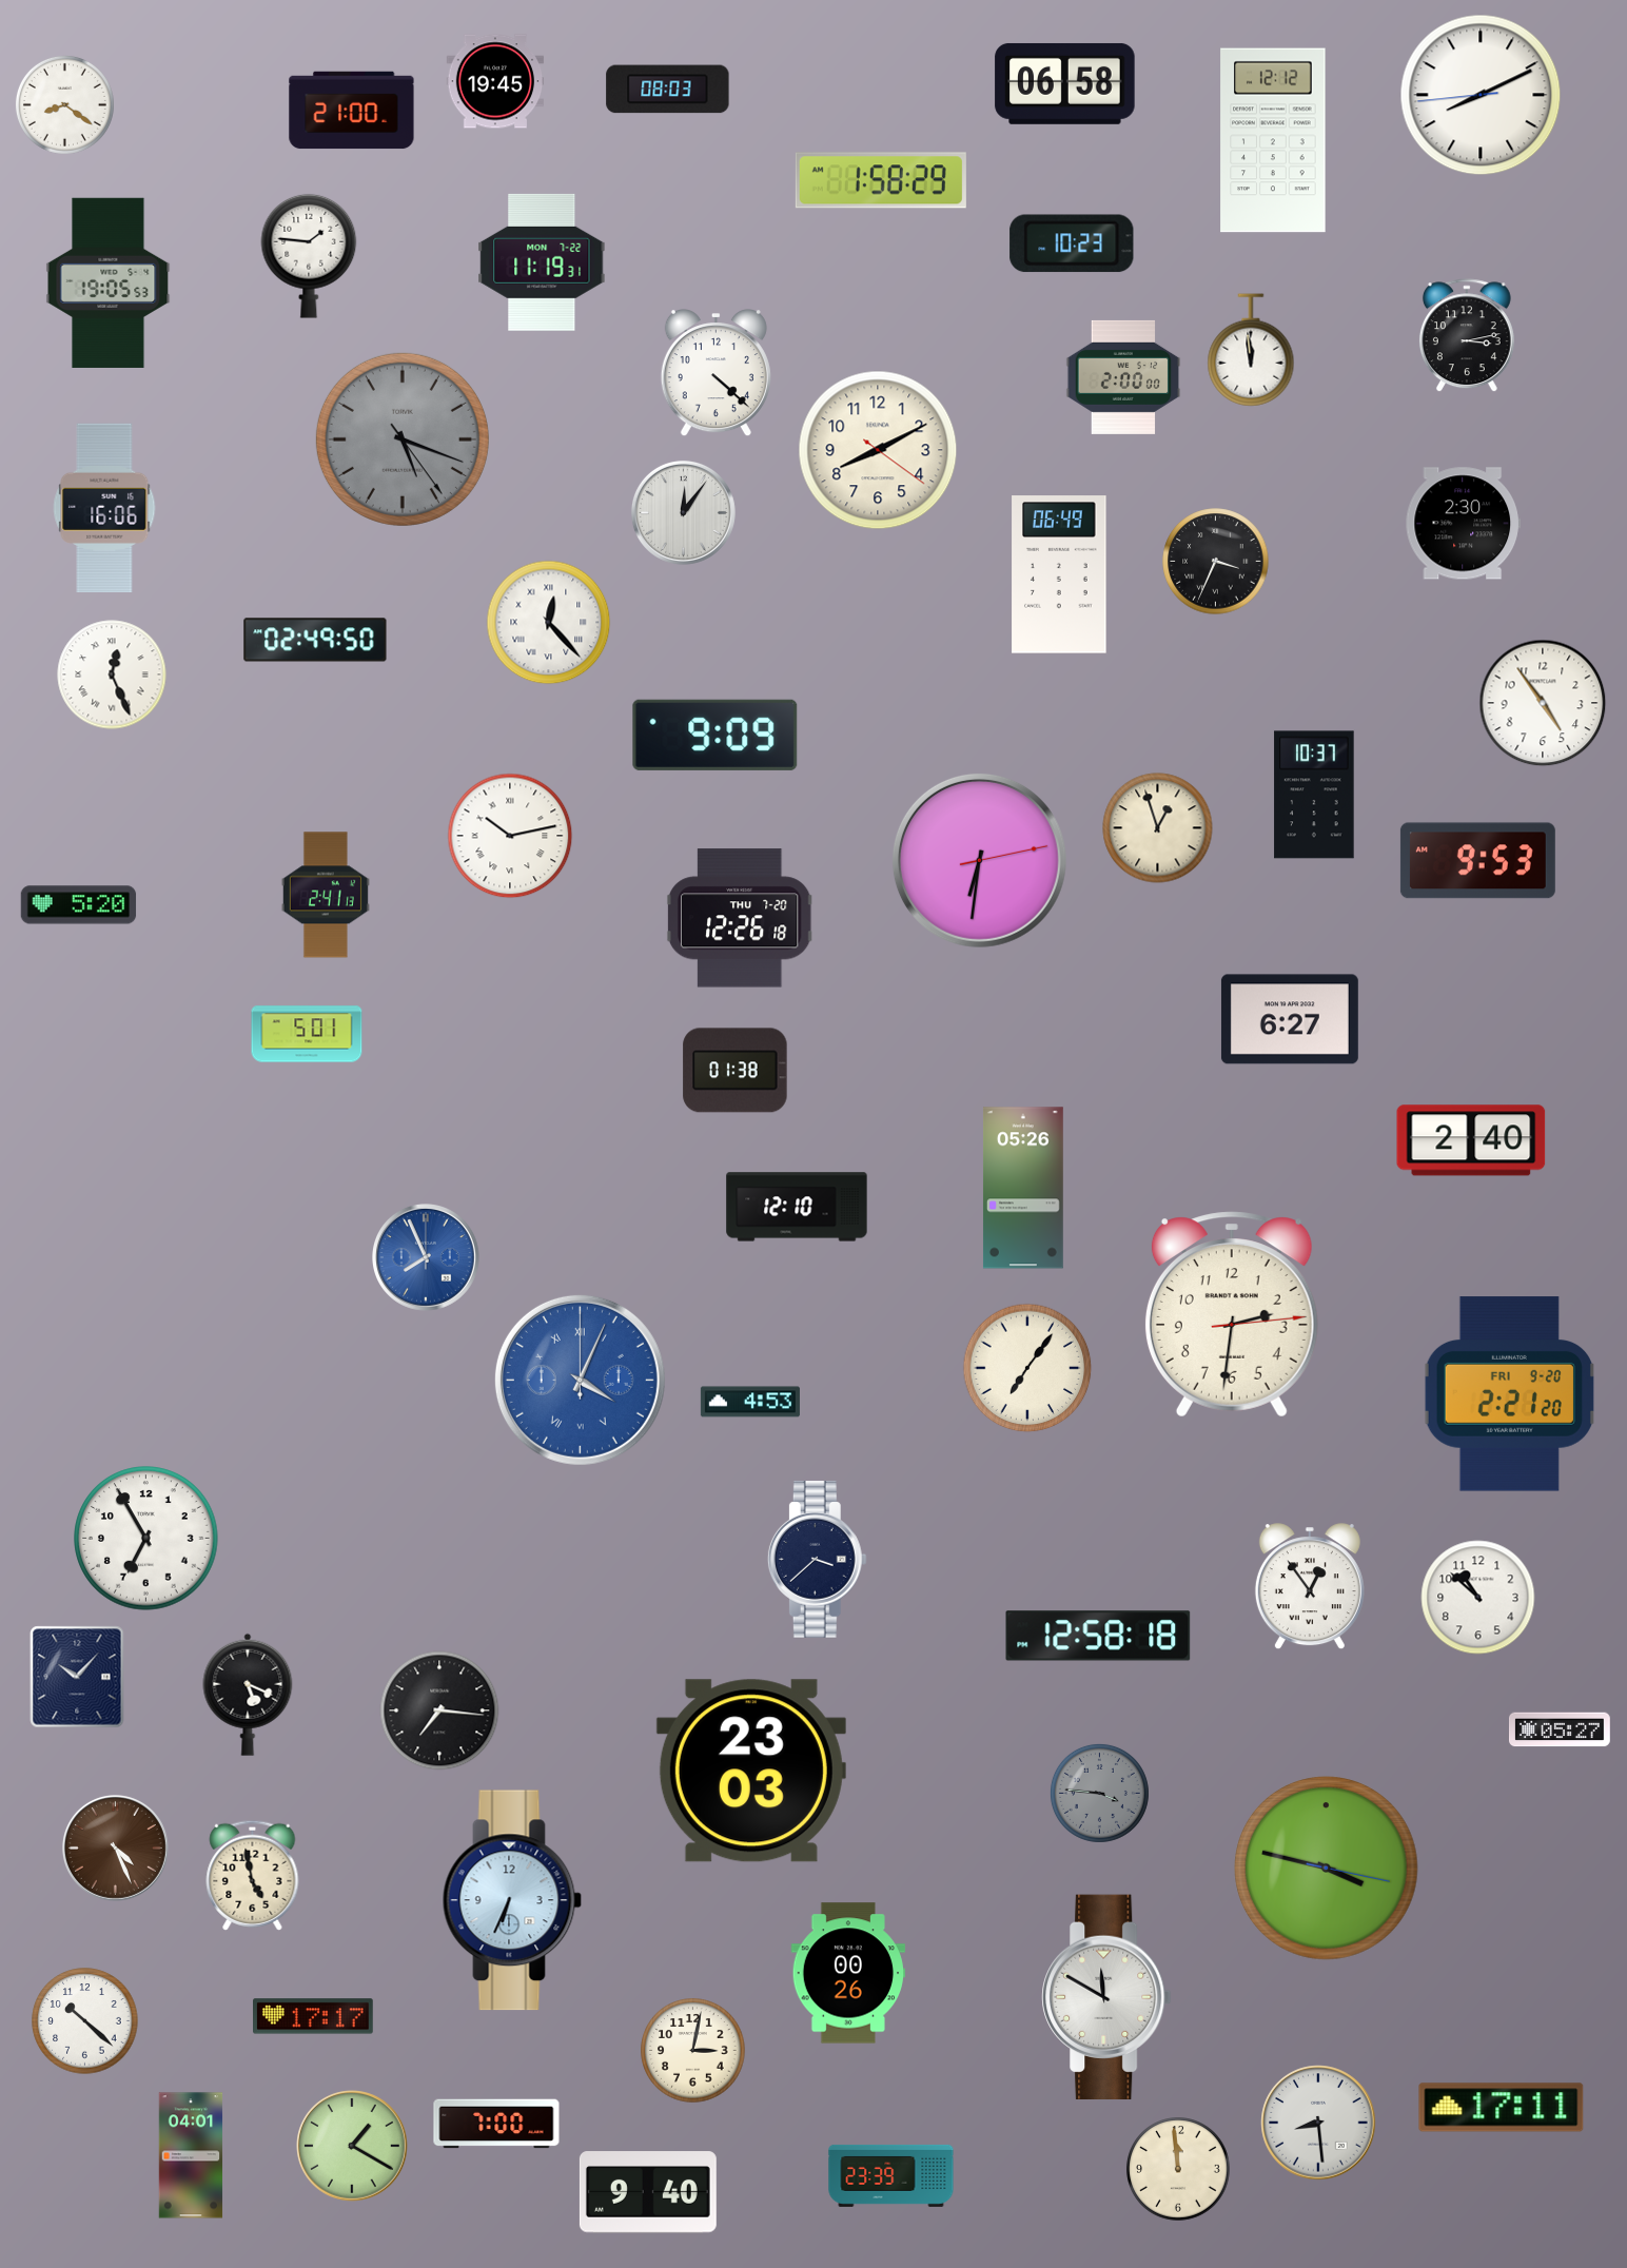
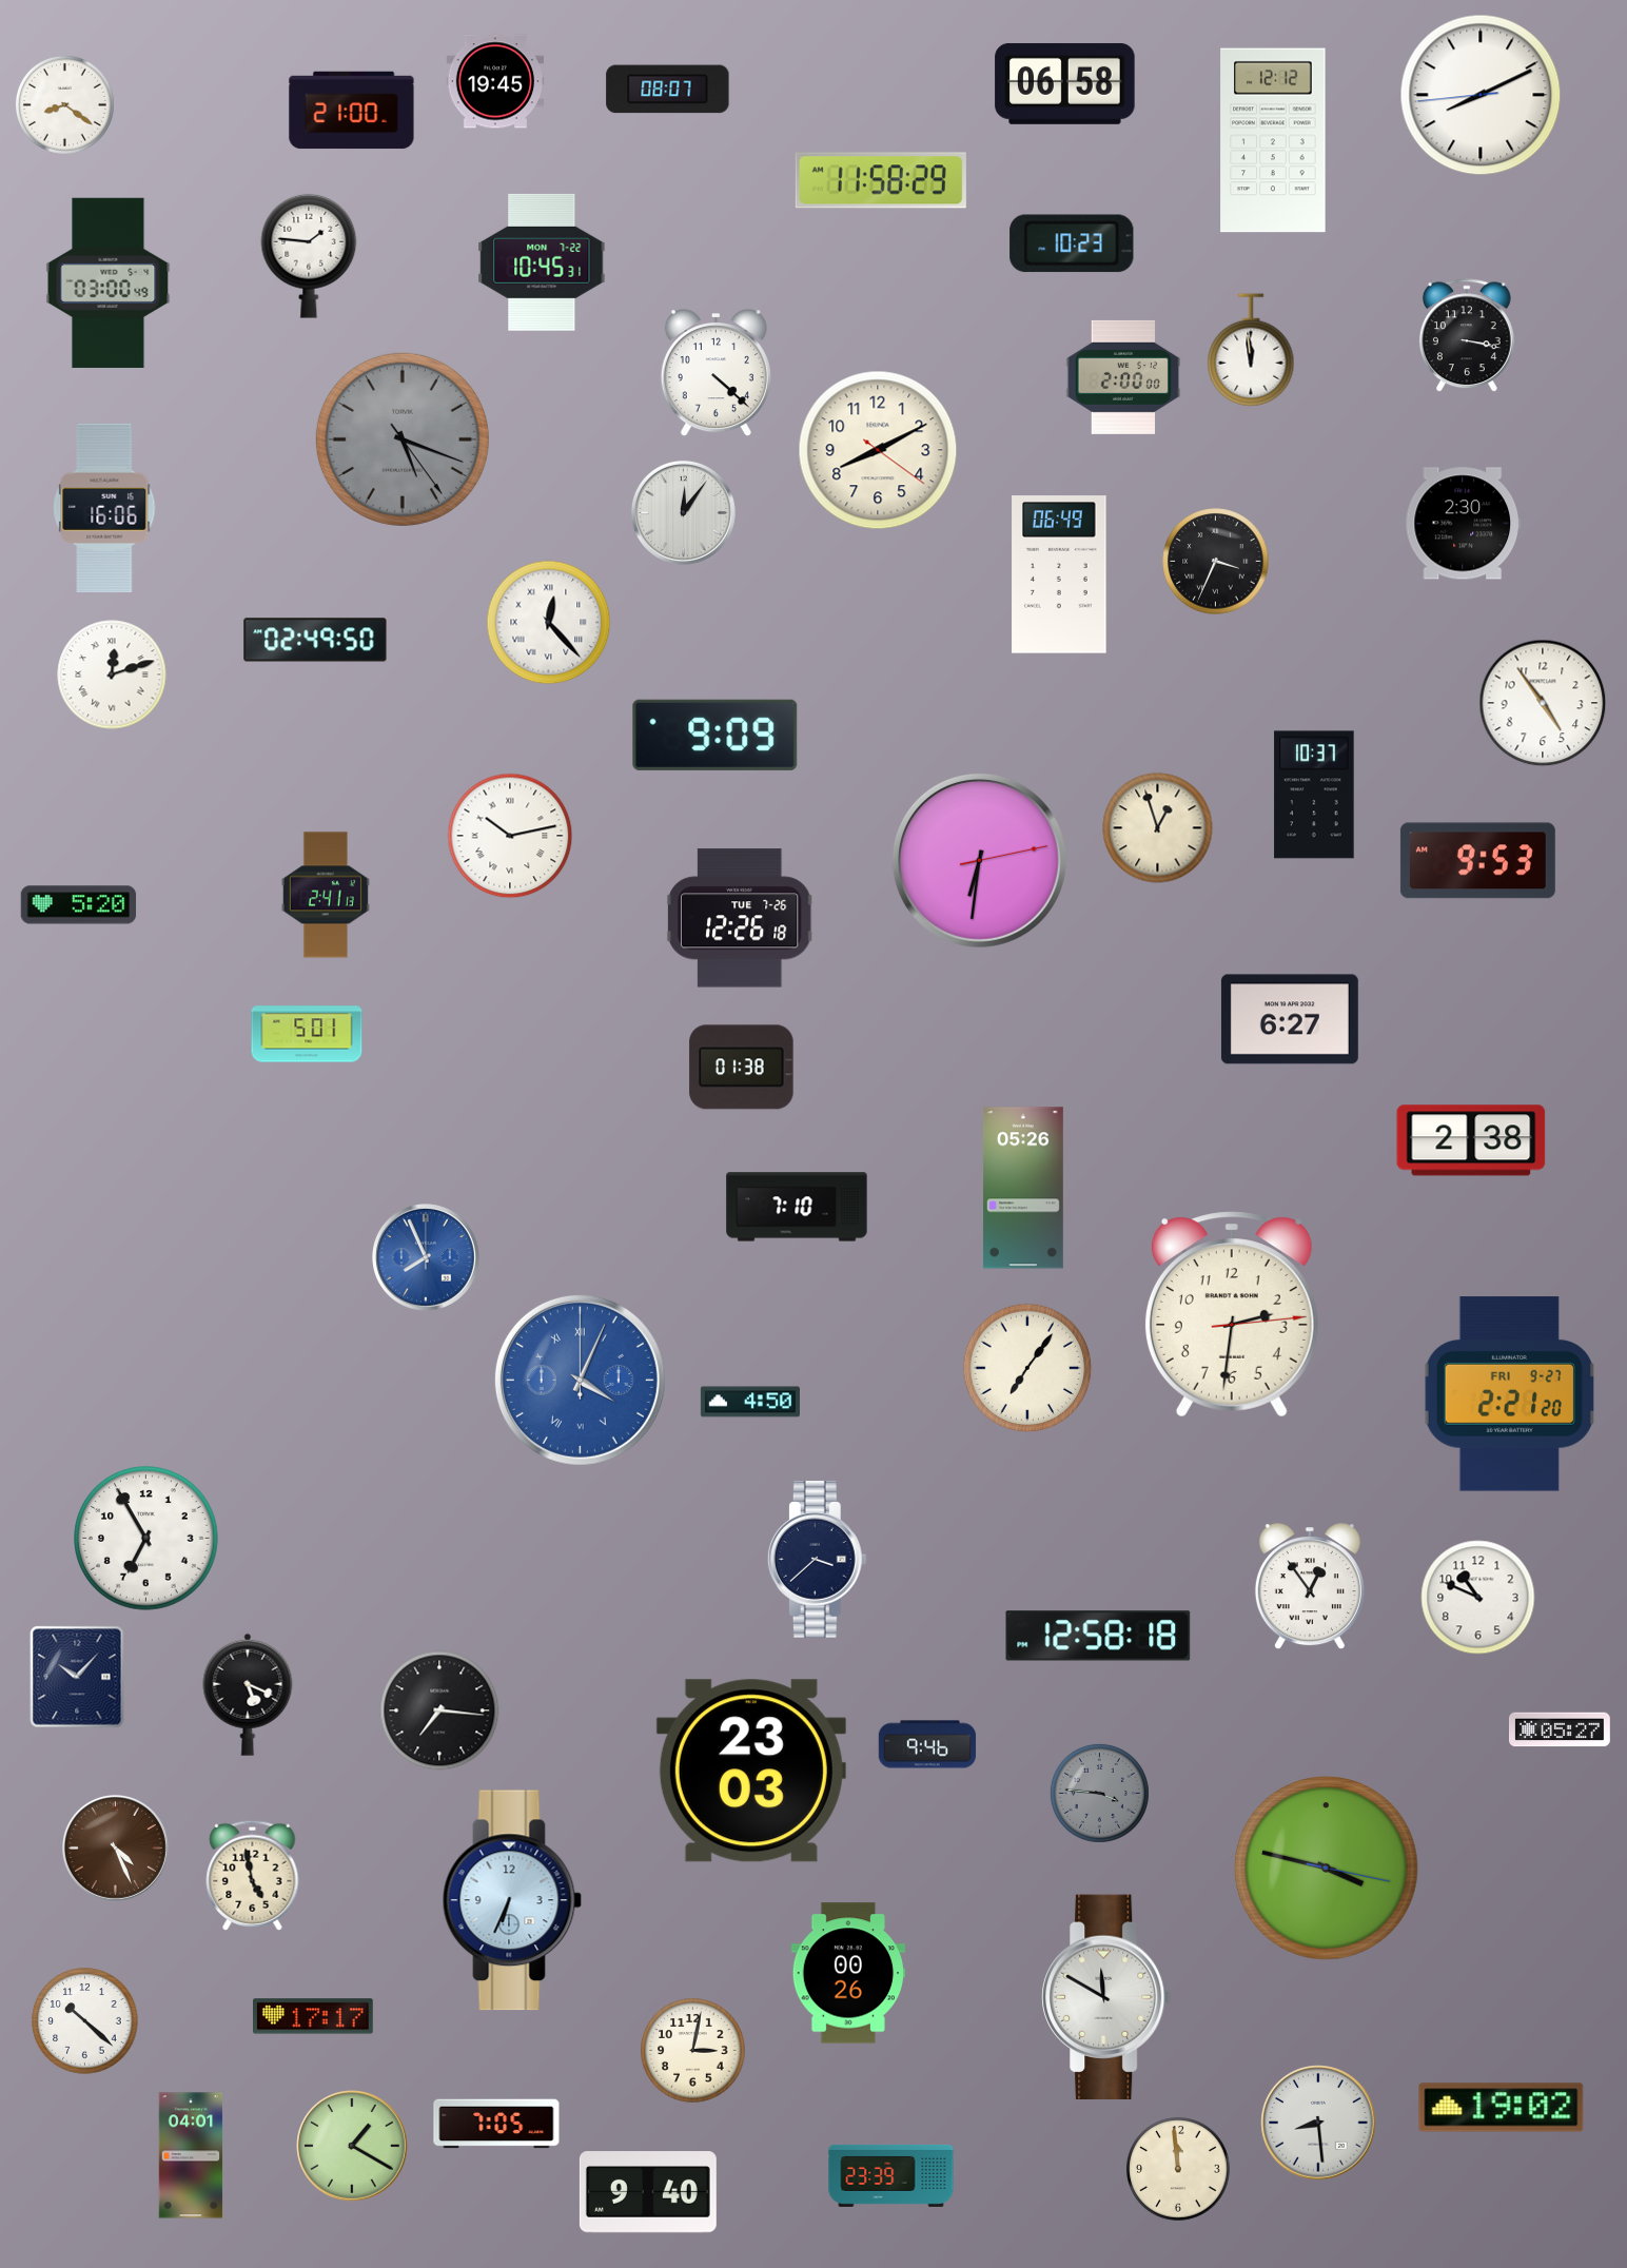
clock at (668, 90): 08:03 -> 08:07
clock at (881, 180): 1:58 -> 11:58
clock at (542, 262): 11:19 -> 10:45
clock at (109, 282): 19:05 -> 03:00
clock at (1467, 336): 3:13 -> 3:17
clock at (112, 674): 12:26 -> 12:12
clock at (740, 918) date: THU 7-20 -> TUE 7-26
clock at (736, 1071) position: (736, 1071) -> (742, 1068)
clock at (1471, 1140): 2:40 -> 2:38
clock at (797, 1207): 12:10 -> 7:10
clock at (1509, 1394) date: FRI 9-20 -> FRI 9-27
clock at (750, 1402): 4:53 -> 4:50
clock at (1478, 1598): 10:52 -> 10:49
clock at (927, 1744): none -> 9:46
clock at (1502, 2108): 17:11 -> 19:02
clock at (496, 2124): 7:00 -> 7:05
